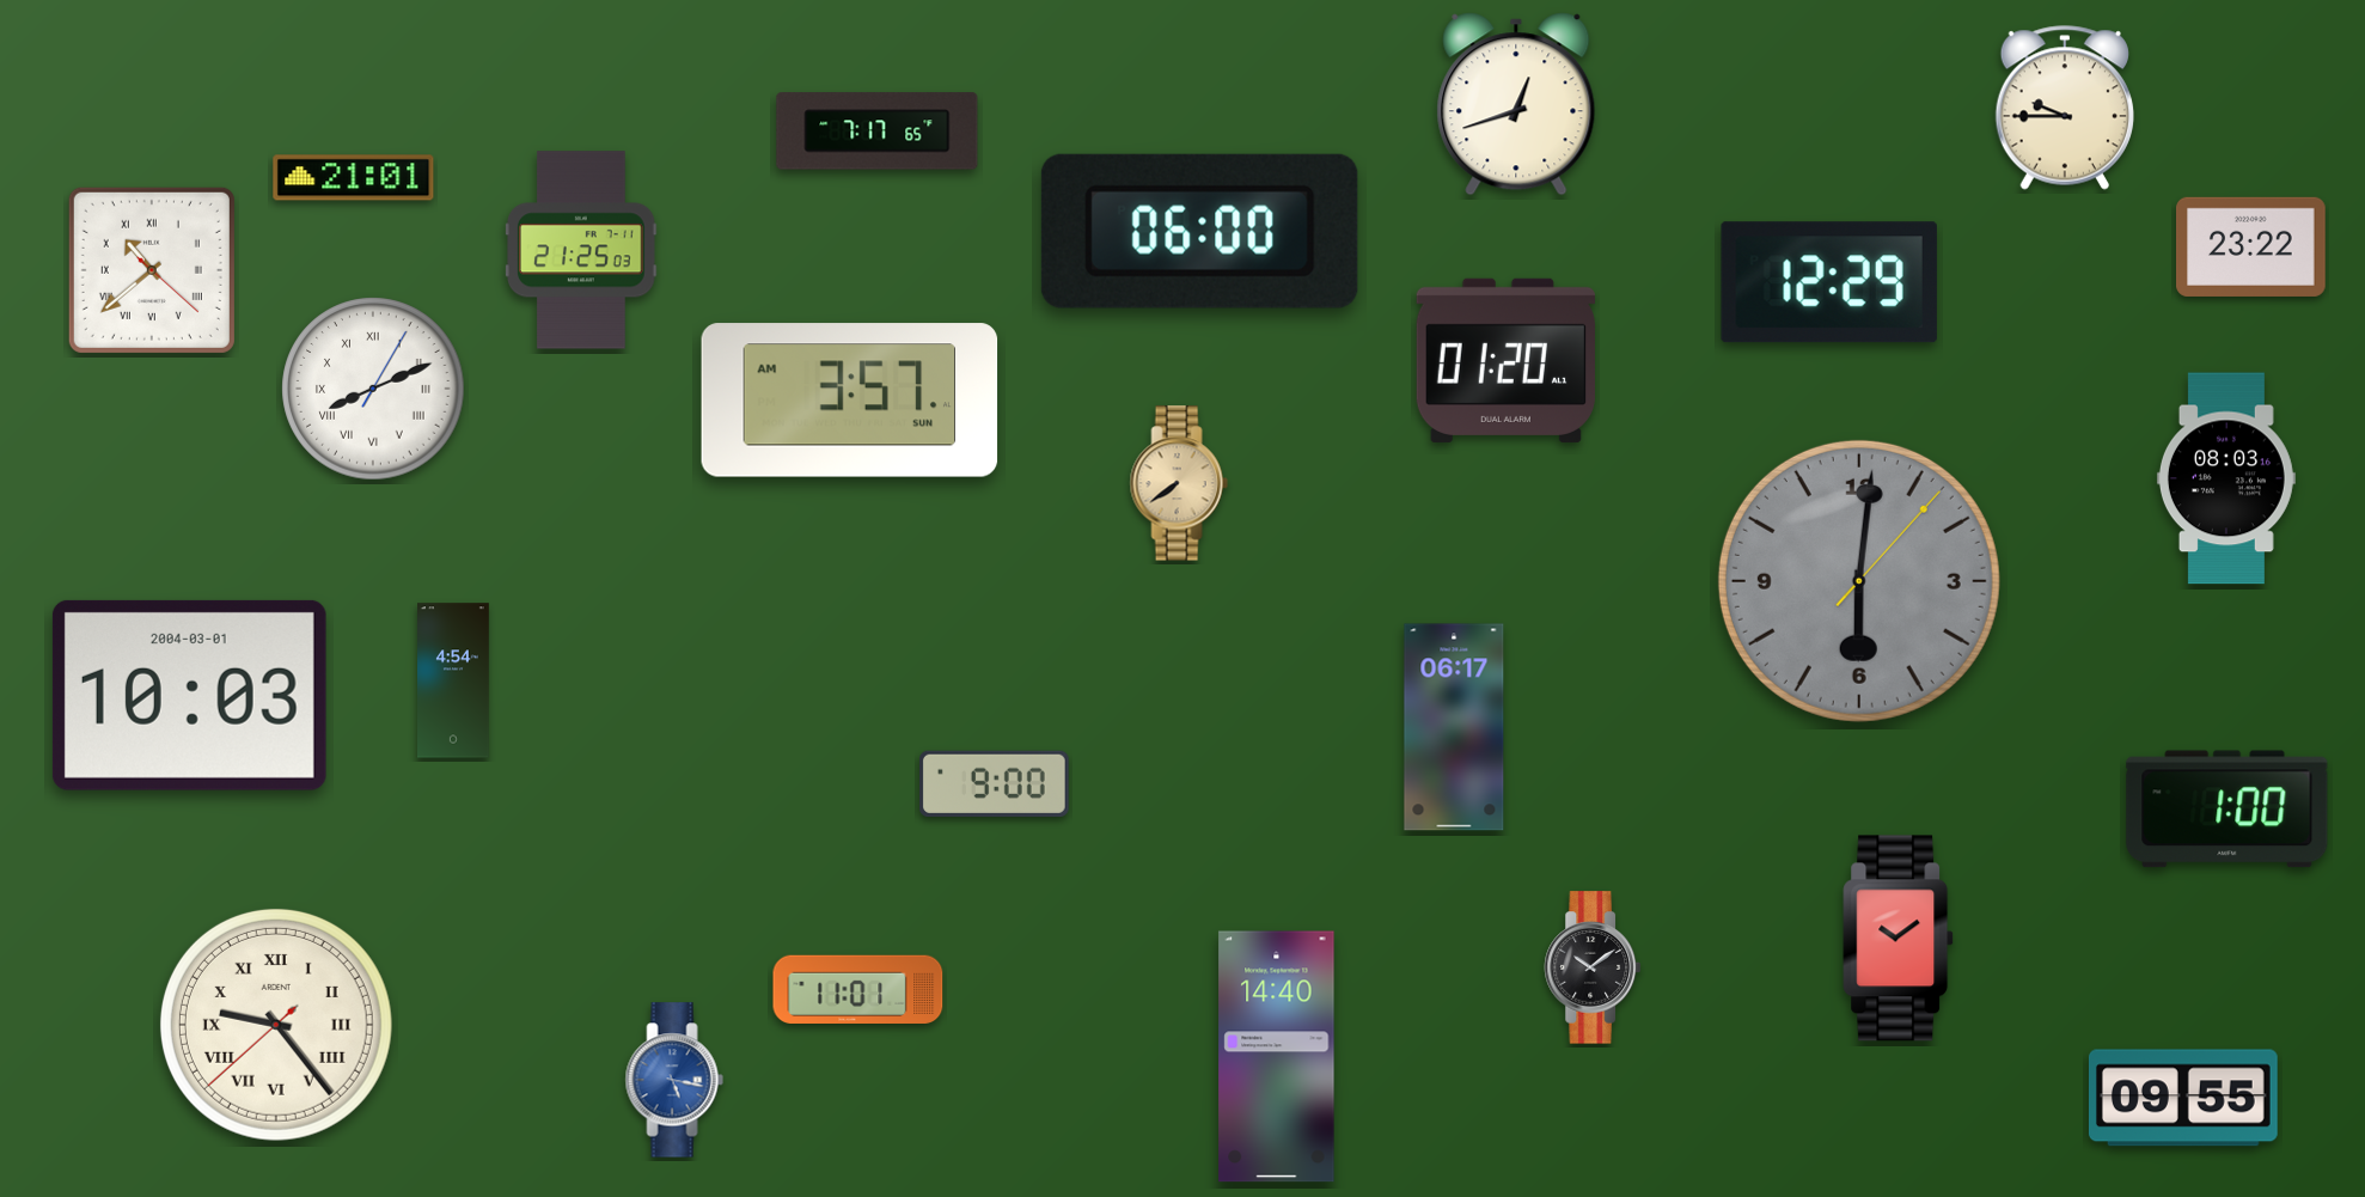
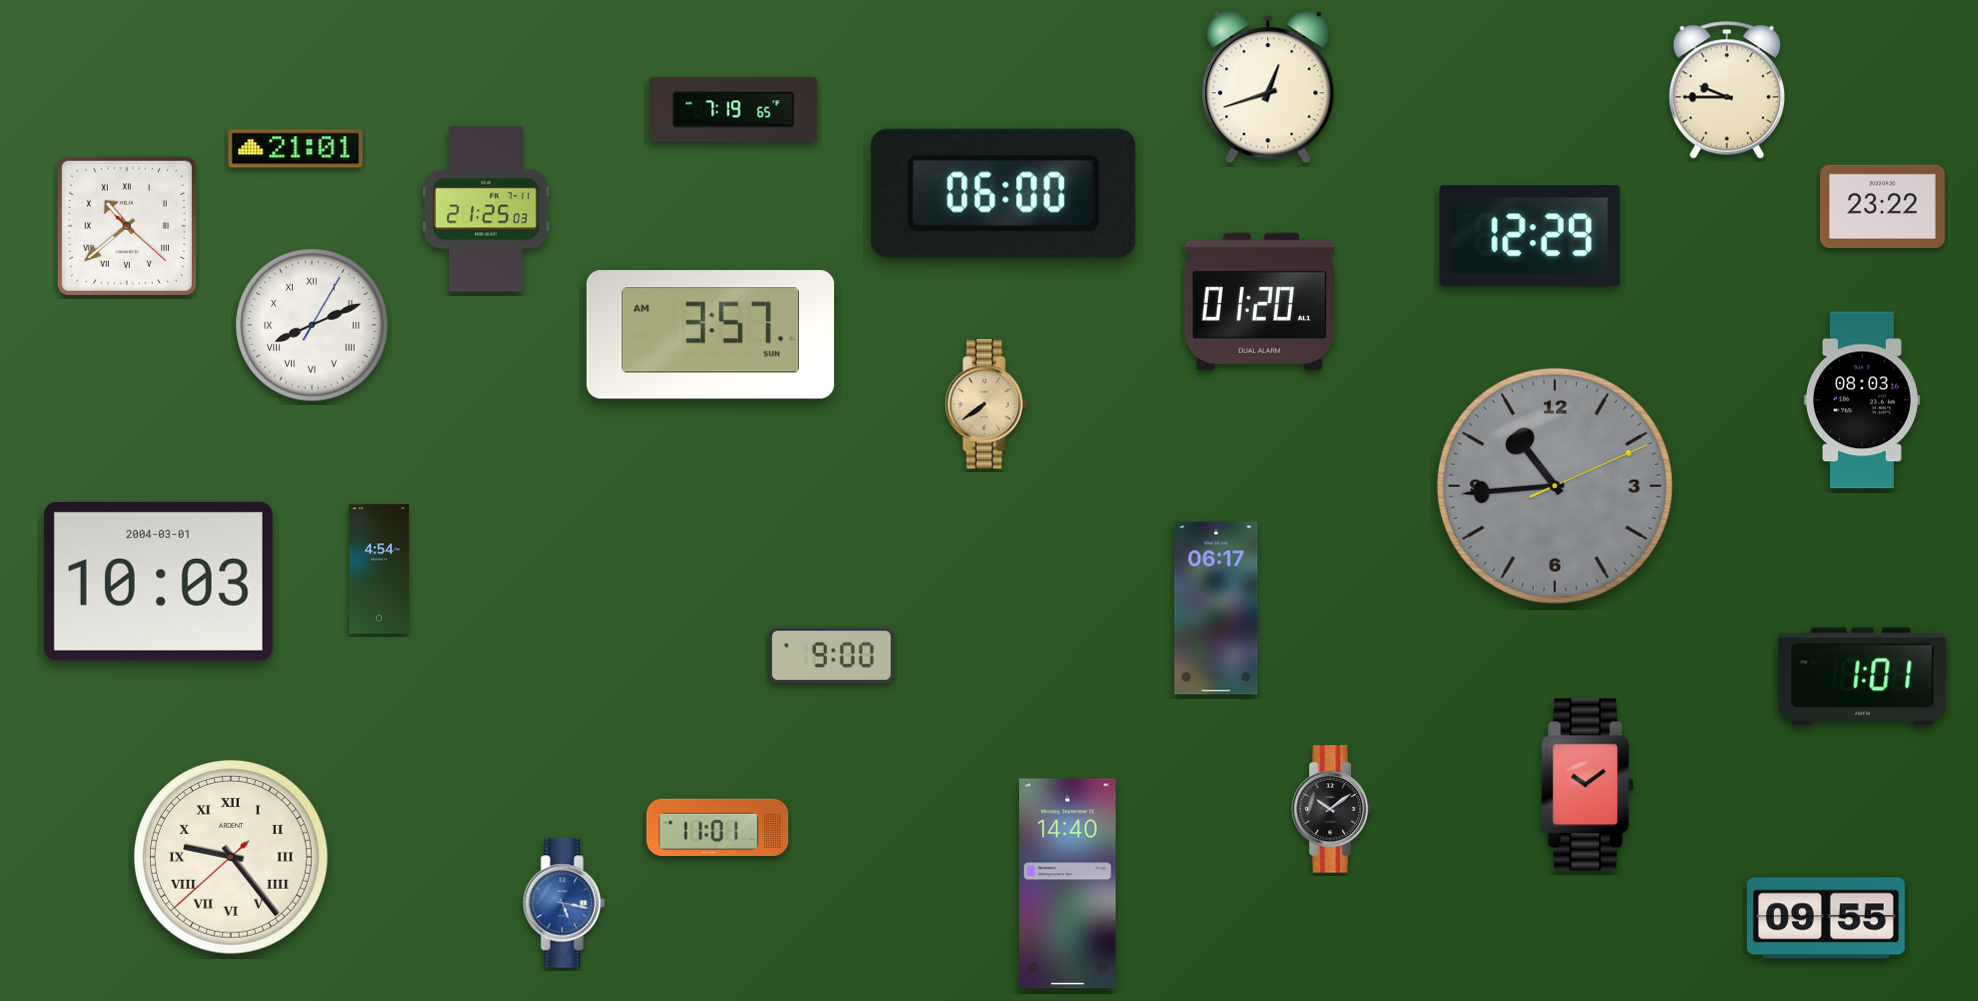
clock at (878, 132): 7:17 -> 7:19
clock at (1859, 581): 6:01 -> 10:44
clock at (2227, 810): 1:00 -> 1:01
